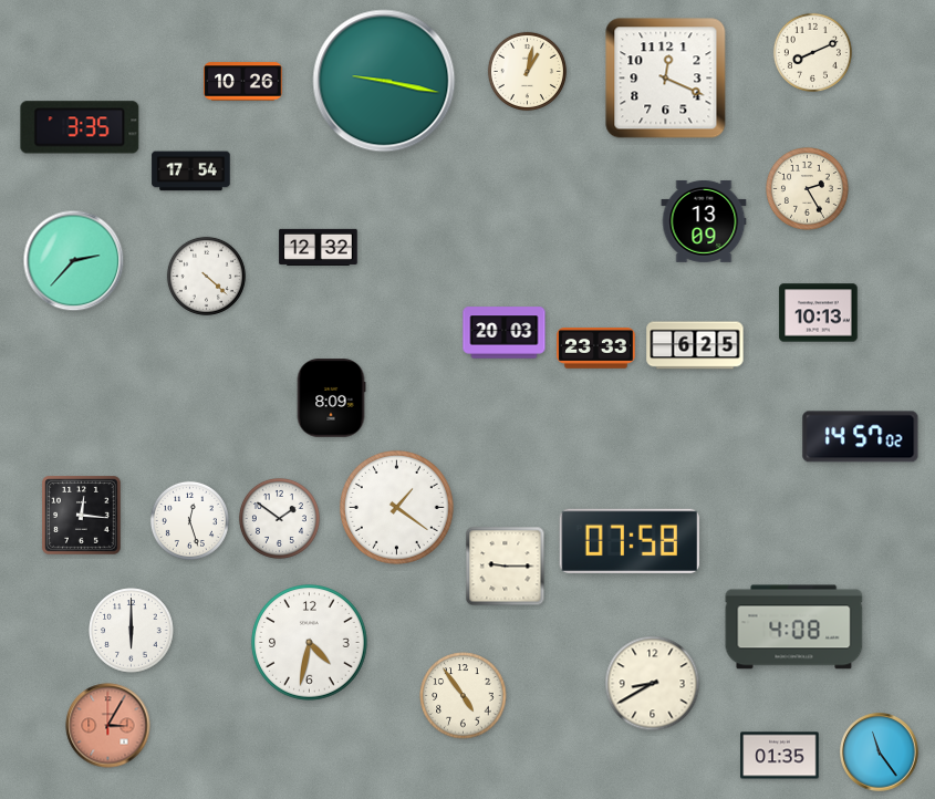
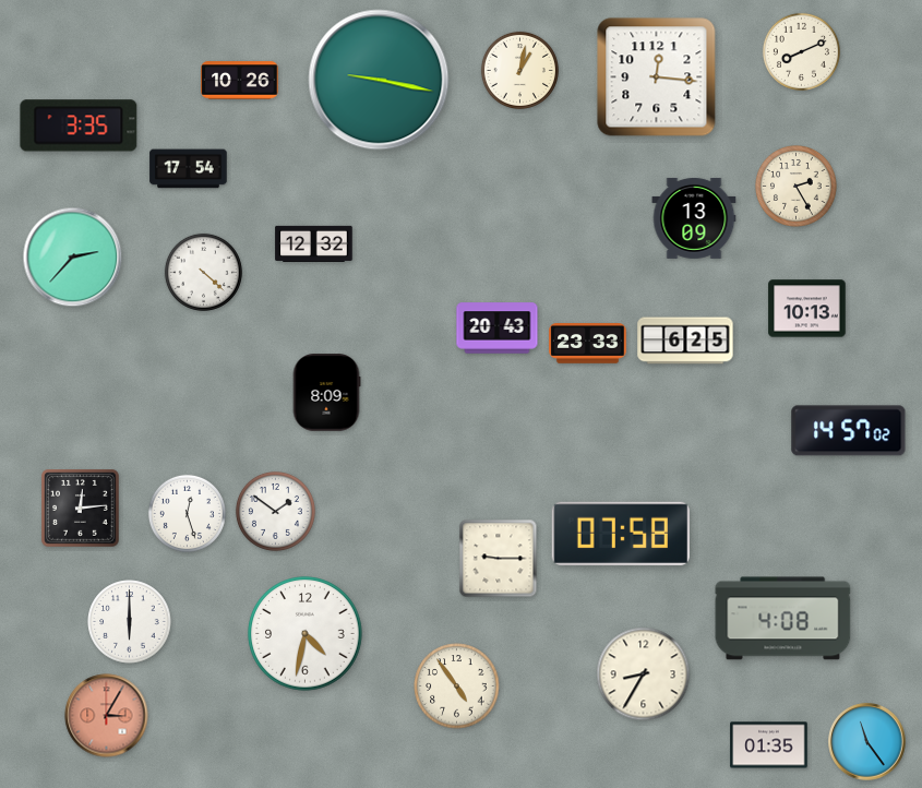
clock at (666, 79): 12:19 -> 12:16
clock at (505, 333): 20:03 -> 20:43
clock at (396, 507): 1:21 -> none
clock at (82, 516): 12:16 -> 12:14
clock at (653, 684): 8:40 -> 8:35
